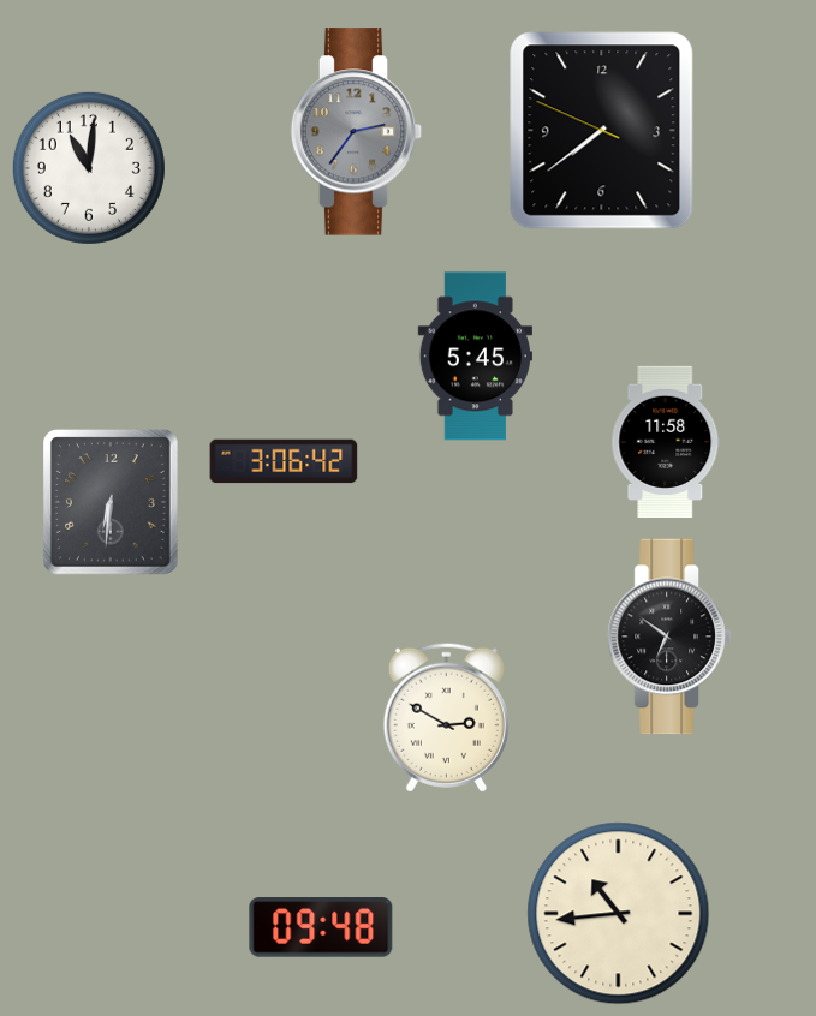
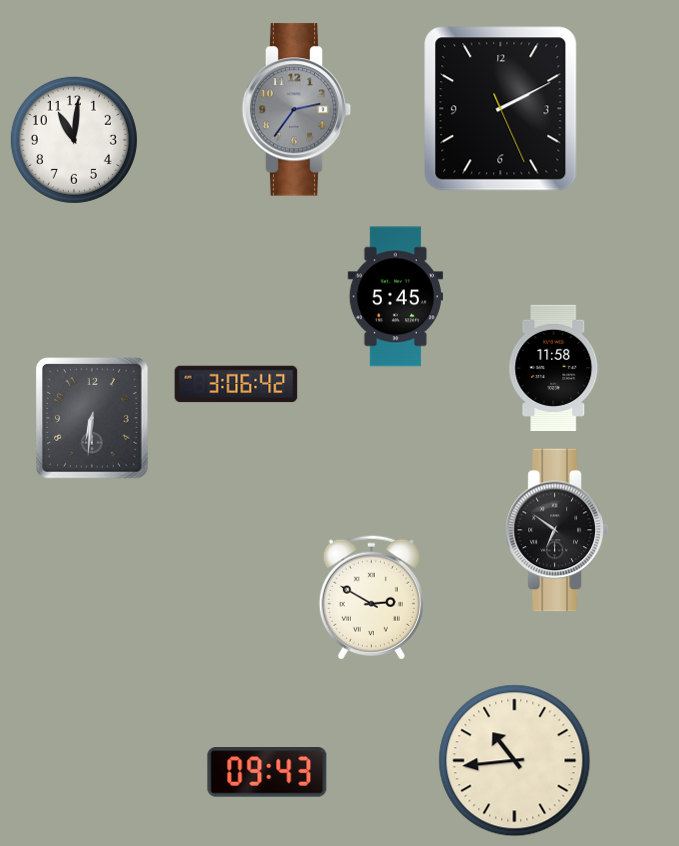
clock at (602, 131): 7:38 -> 2:10
clock at (321, 927): 09:48 -> 09:43
